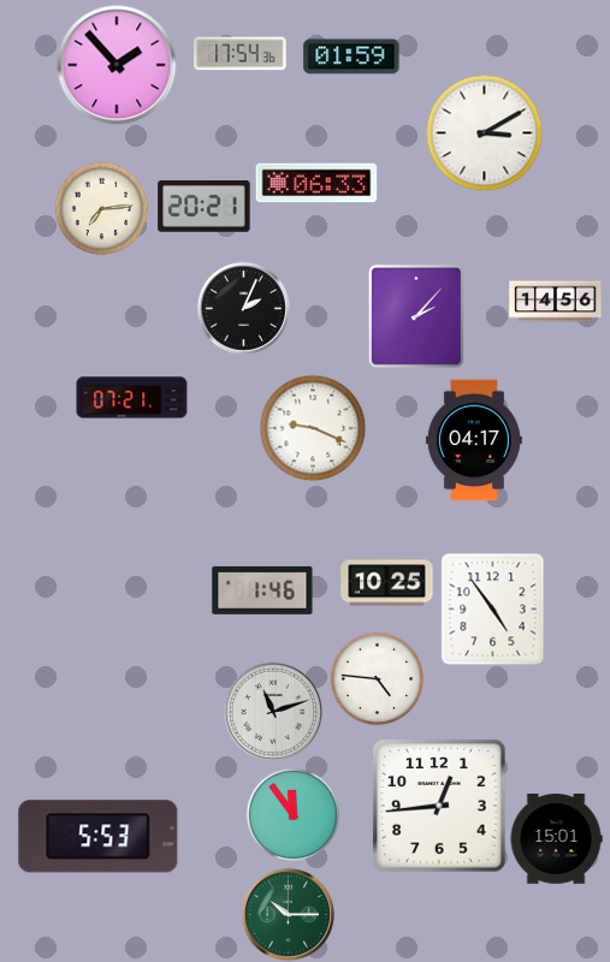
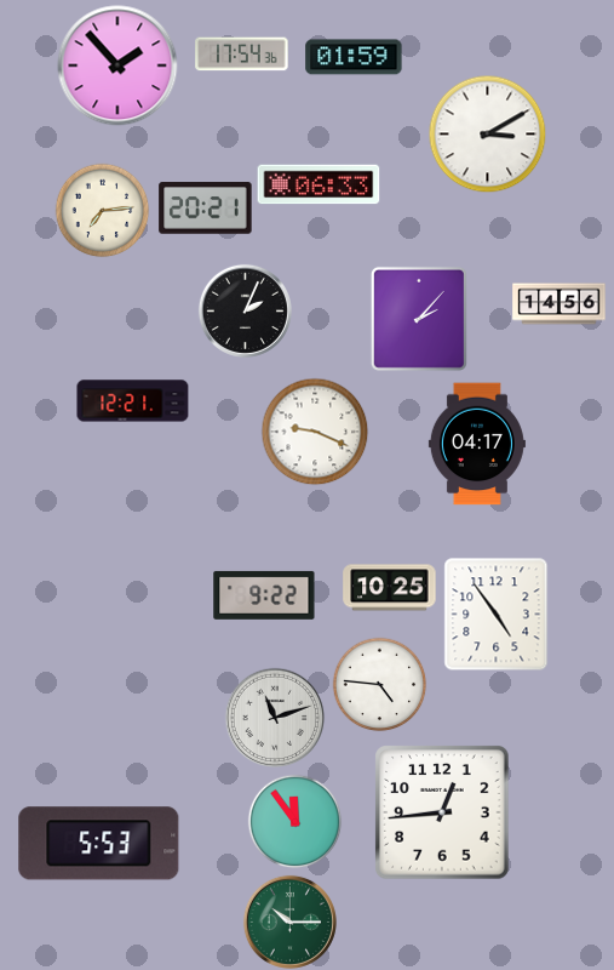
clock at (132, 398): 07:21 -> 12:21
clock at (262, 590): 1:46 -> 9:22
clock at (556, 839): 15:01 -> none
